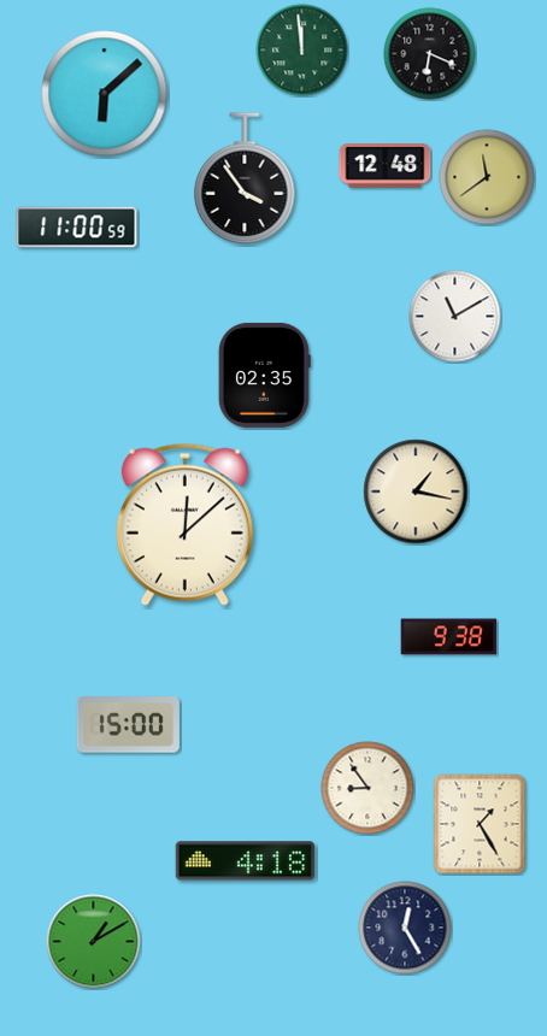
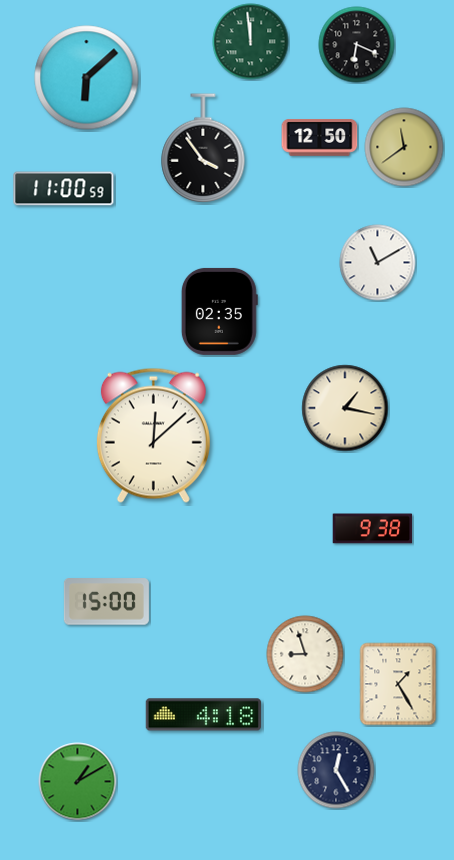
clock at (386, 166): 12:48 -> 12:50
clock at (367, 788): 8:54 -> 8:57
